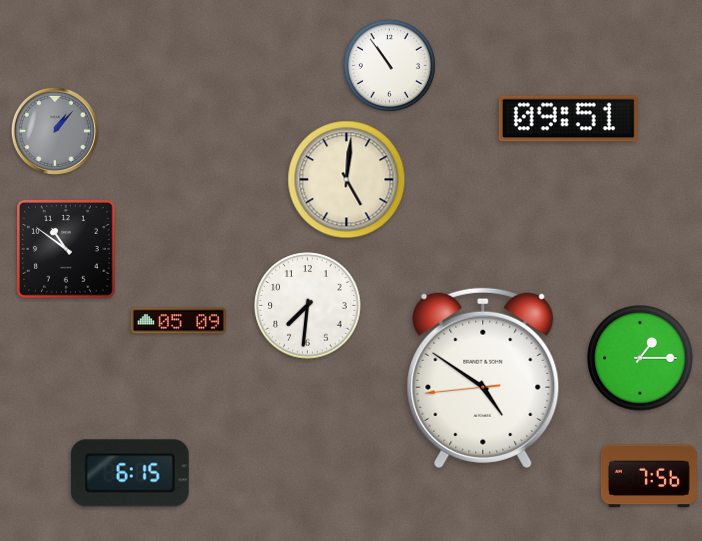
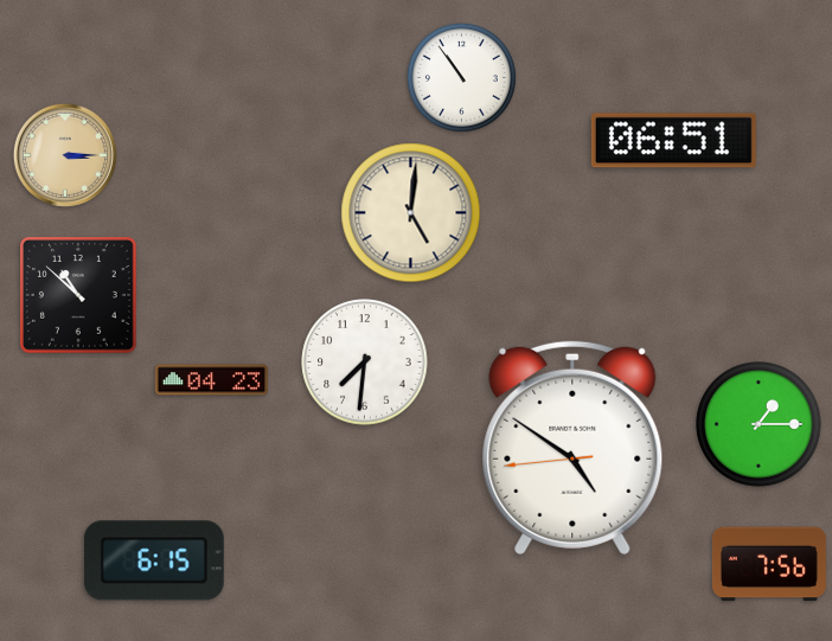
clock at (568, 119): 09:51 -> 06:51
clock at (55, 131): 1:07 -> 3:15
clock at (55, 131) dial: grey -> champagne
clock at (67, 250): 10:51 -> 10:52
clock at (178, 321): 05:09 -> 04:23
